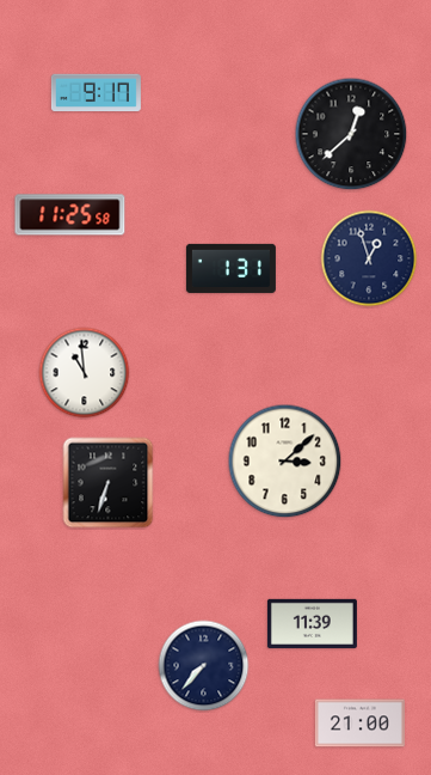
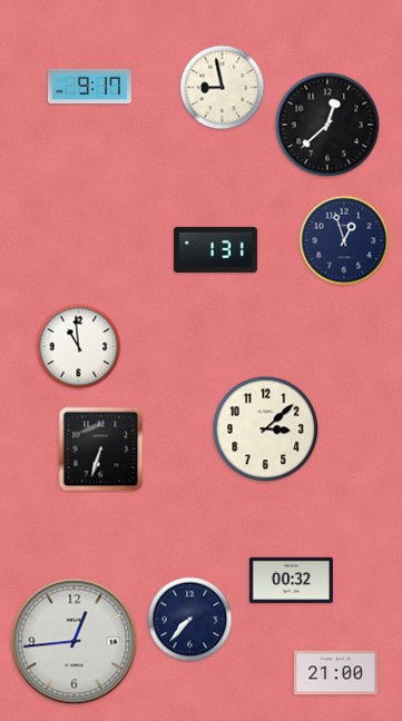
clock at (223, 88): none -> 8:58
clock at (70, 215): 11:25 -> none
clock at (312, 623): 11:39 -> 00:32
clock at (75, 642): none -> 12:44
